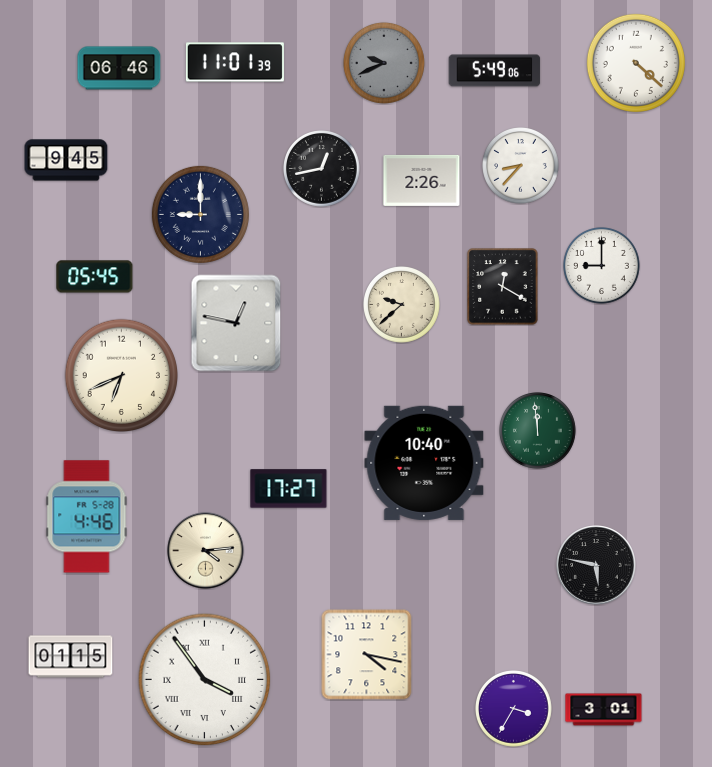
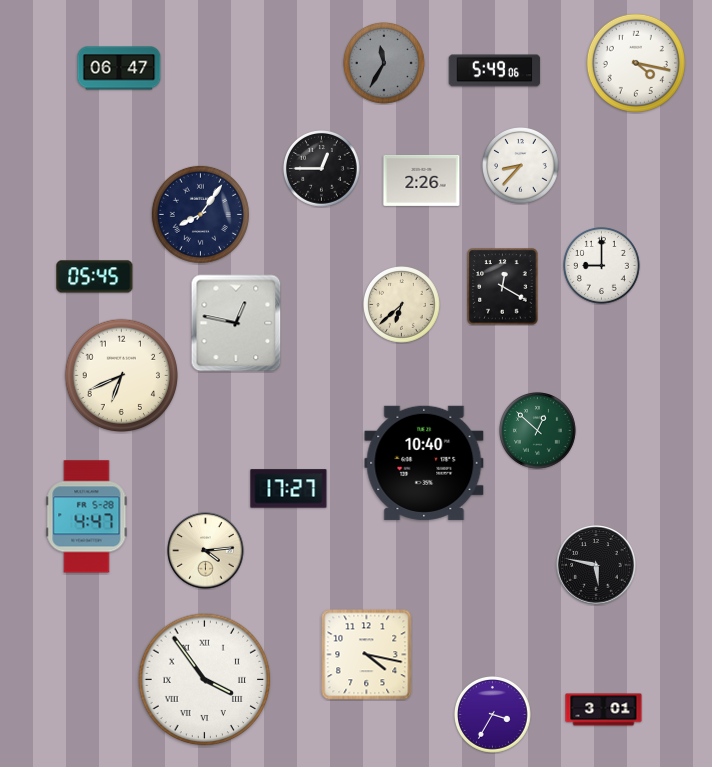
clock at (235, 62): 11:01 -> none
clock at (384, 63): 9:41 -> 11:35
clock at (636, 63): 4:22 -> 4:17
clock at (119, 68): 06:46 -> 06:47
clock at (66, 160): 9:45 -> none
clock at (322, 169): 12:43 -> 12:45
clock at (200, 214): 9:00 -> 8:06
clock at (402, 305): 9:38 -> 6:38
clock at (538, 431): 11:59 -> 12:52
clock at (87, 517): 4:46 -> 4:47
clock at (71, 657): 01:15 -> none
clock at (514, 709) position: (514, 709) -> (493, 715)
